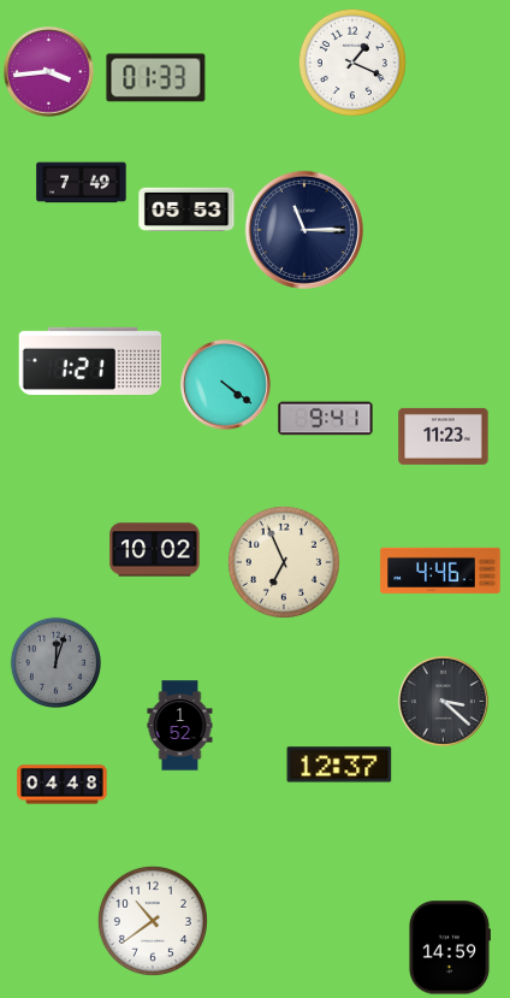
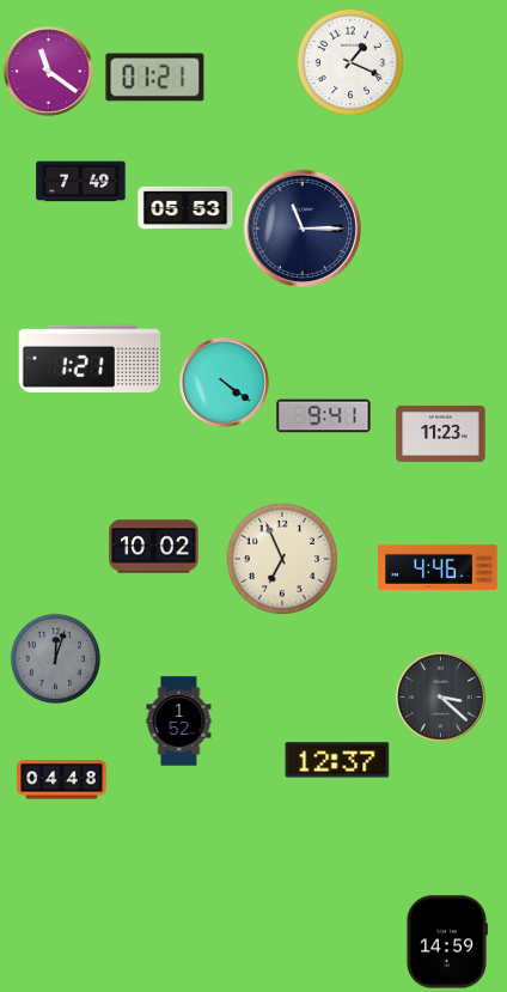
clock at (49, 72): 3:44 -> 11:21
clock at (156, 78): 01:33 -> 01:21
clock at (153, 921): 10:39 -> none
